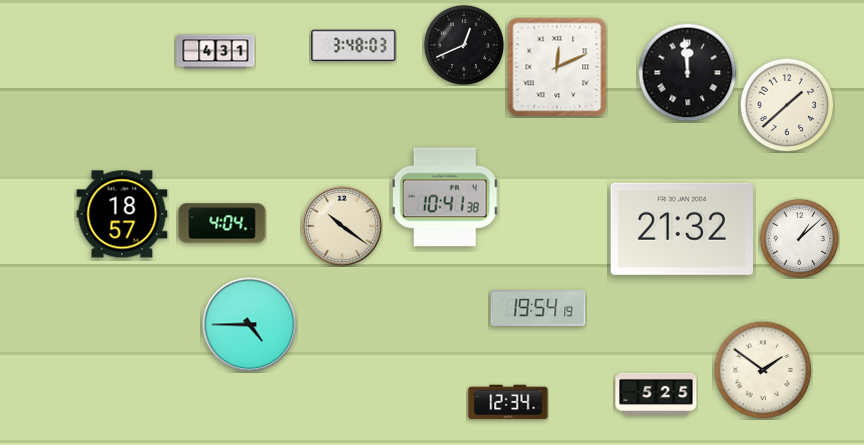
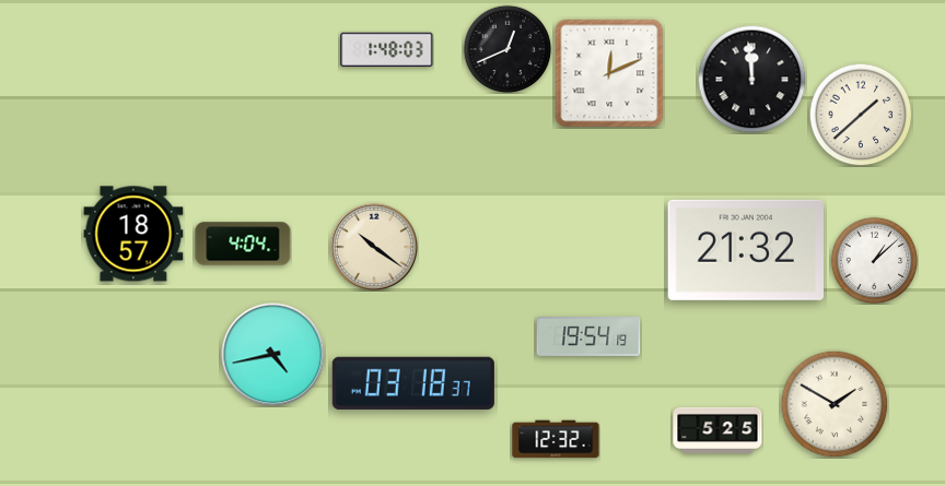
clock at (354, 46): 3:48 -> 1:48
clock at (216, 52): 4:31 -> none
clock at (445, 197): 10:41 -> none
clock at (249, 324): 4:45 -> 4:43
clock at (413, 383): none -> 03:18
clock at (763, 370): 1:51 -> 1:50
clock at (508, 402): 12:34 -> 12:32
